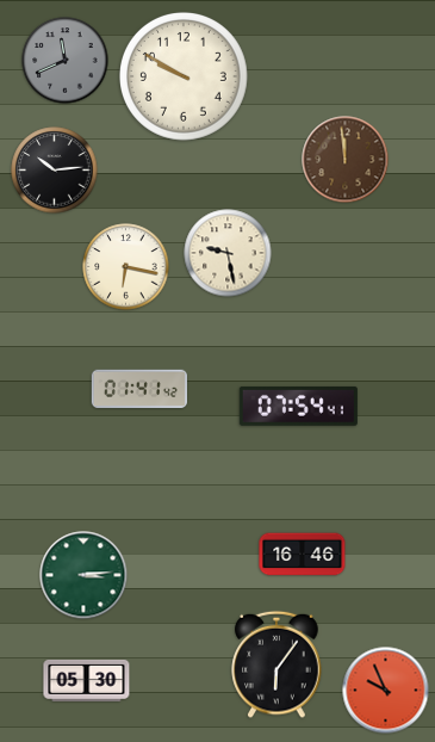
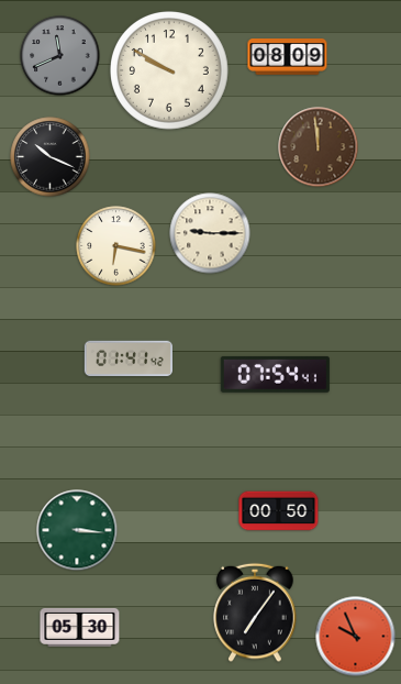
clock at (288, 57): none -> 08:09
clock at (55, 171): 10:14 -> 10:19
clock at (228, 253): 9:28 -> 9:15
clock at (303, 555): 16:46 -> 00:50
clock at (83, 575): 3:14 -> 3:16
clock at (276, 664): 6:06 -> 7:06
